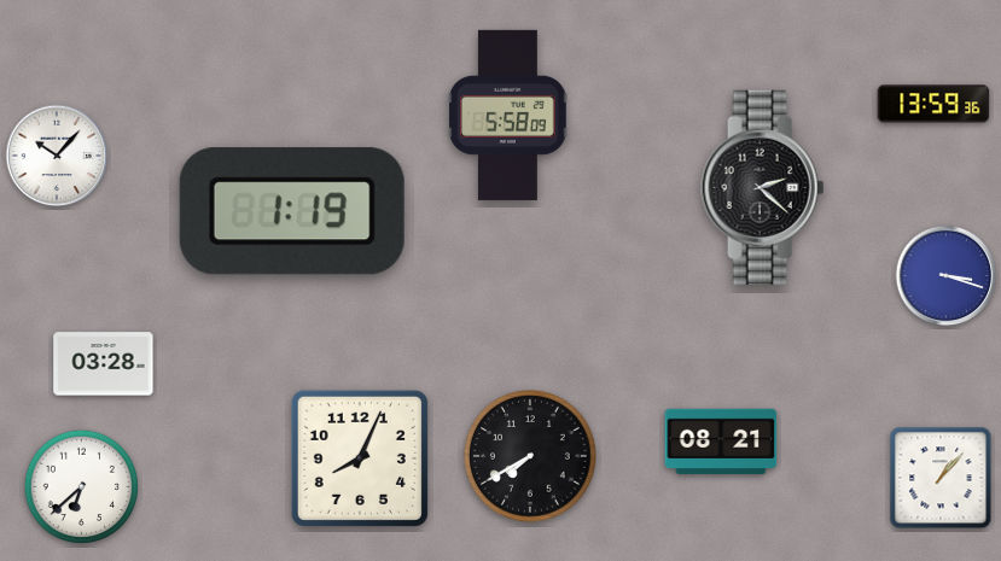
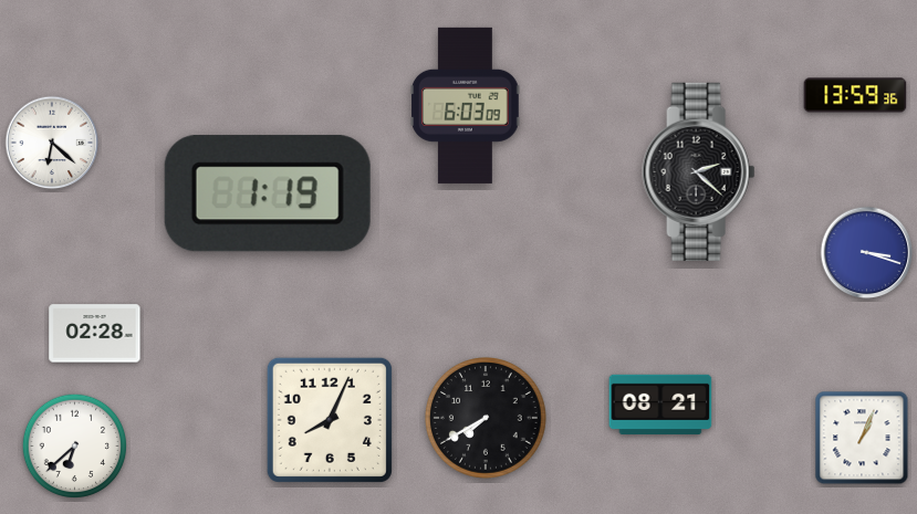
clock at (508, 115): 5:58 -> 6:03
clock at (57, 156): 10:07 -> 6:22
clock at (104, 364): 03:28 -> 02:28
clock at (941, 478): 1:07 -> 1:04
